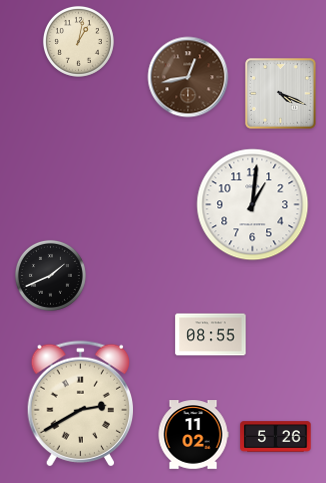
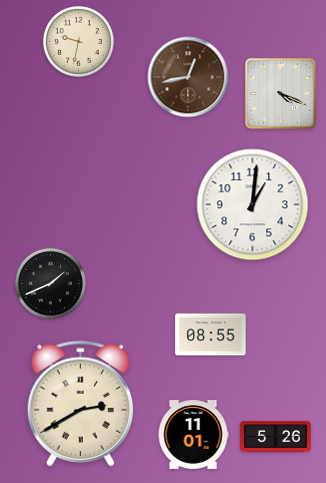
clock at (78, 41): 1:02 -> 9:32
clock at (50, 275) position: (50, 275) -> (50, 283)
clock at (193, 435): 11:02 -> 11:01
